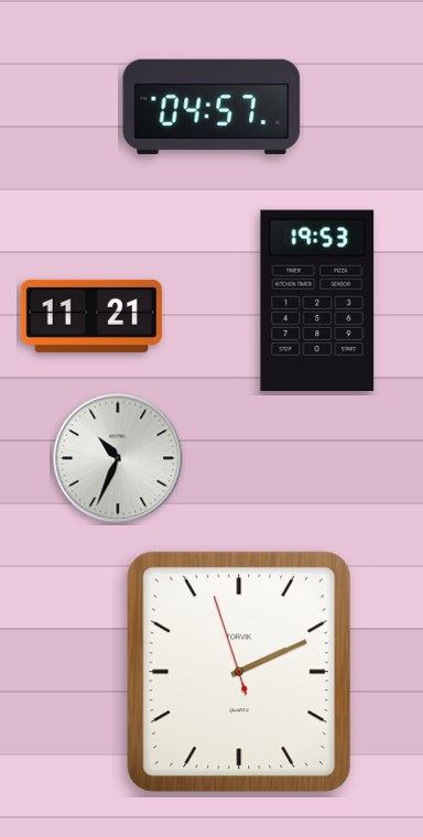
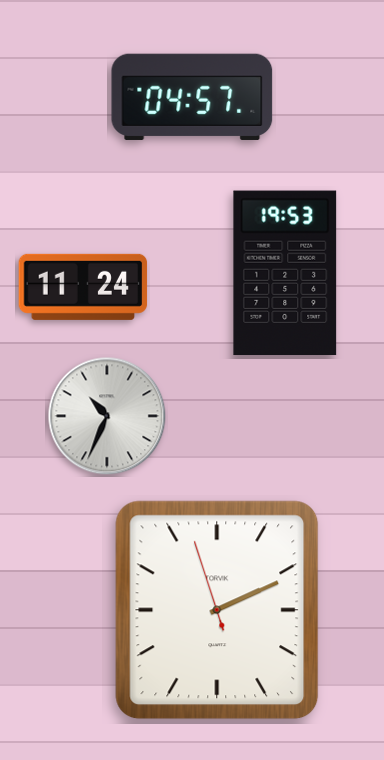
clock at (317, 301) position: (317, 301) -> (285, 273)
clock at (91, 316): 11:21 -> 11:24
